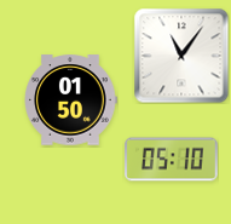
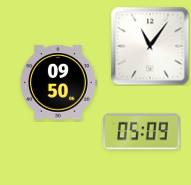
clock at (70, 100): 01:50 -> 09:50
clock at (172, 160): 05:10 -> 05:09
